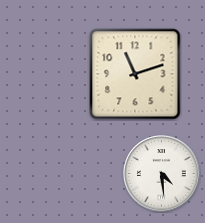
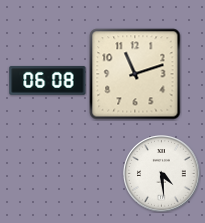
clock at (48, 80): none -> 06:08
